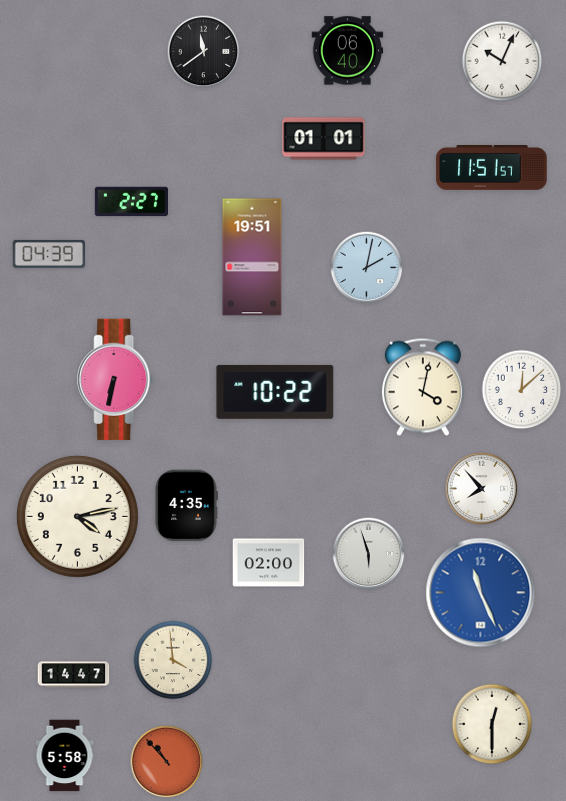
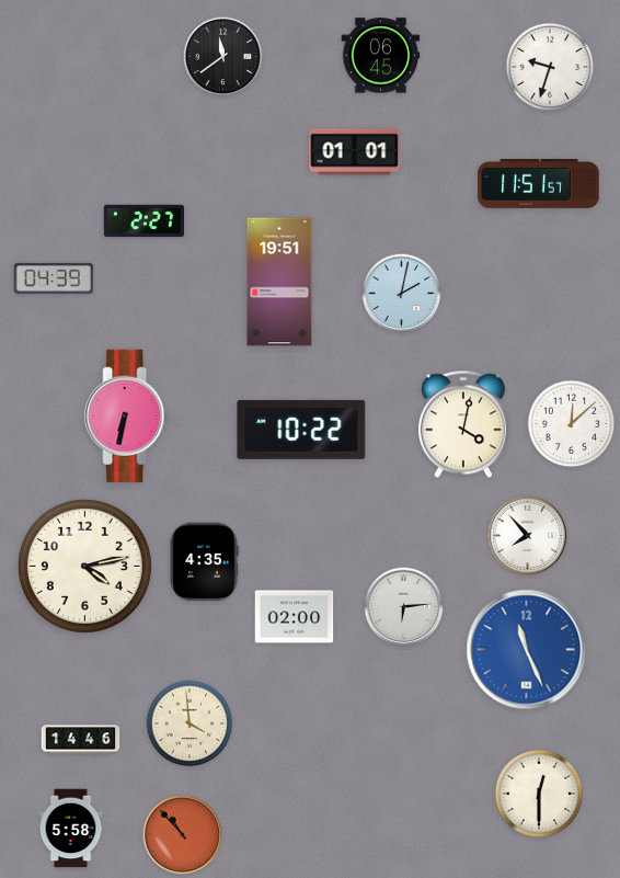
clock at (348, 51): 06:40 -> 06:45
clock at (502, 61): 10:04 -> 9:33
clock at (252, 257) position: (252, 257) -> (279, 282)
clock at (522, 390) position: (522, 390) -> (572, 424)
clock at (186, 506) position: (186, 506) -> (204, 562)
clock at (369, 554): 5:57 -> 6:14
clock at (74, 675): 14:47 -> 14:46
